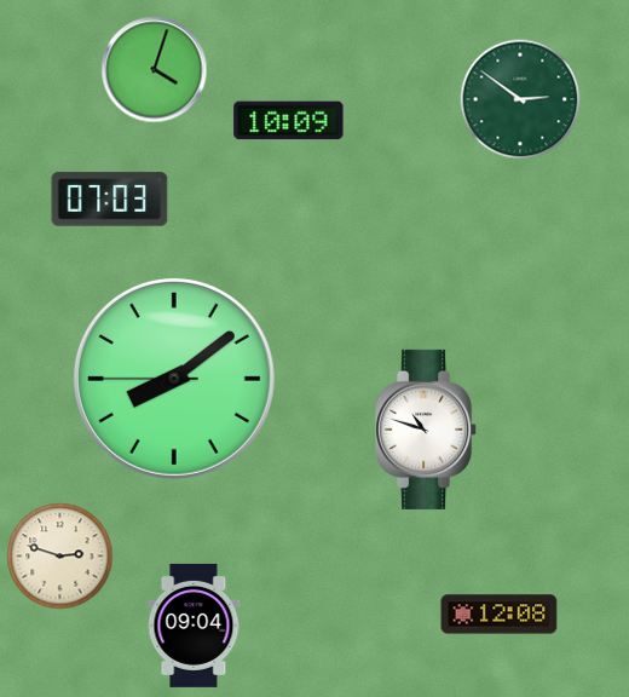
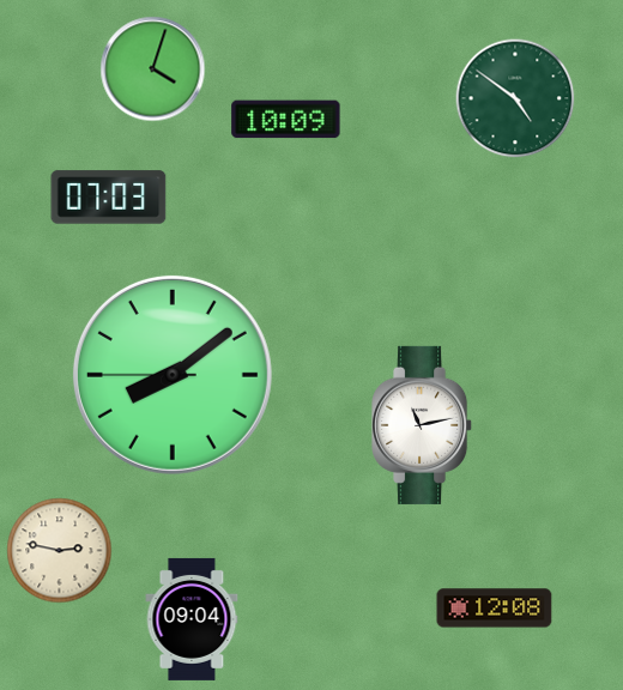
clock at (520, 99): 2:51 -> 4:51
clock at (427, 430): 10:48 -> 11:13
clock at (60, 557): 2:48 -> 2:47
